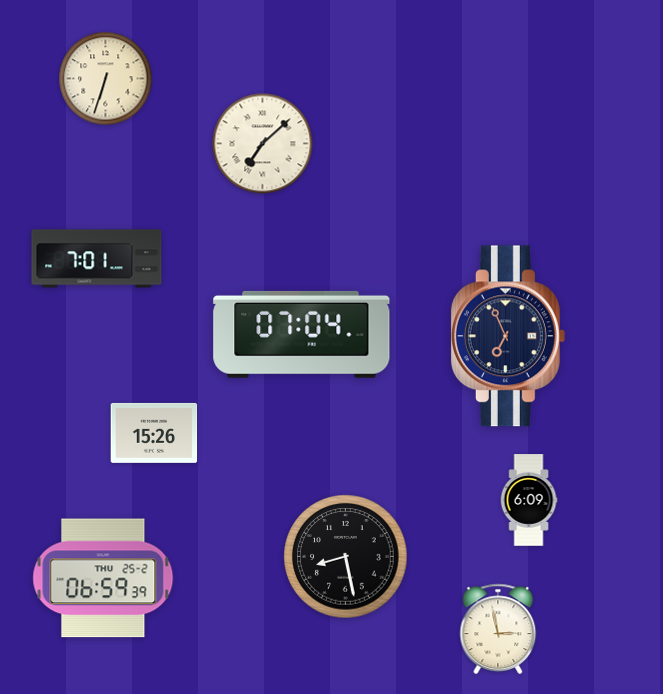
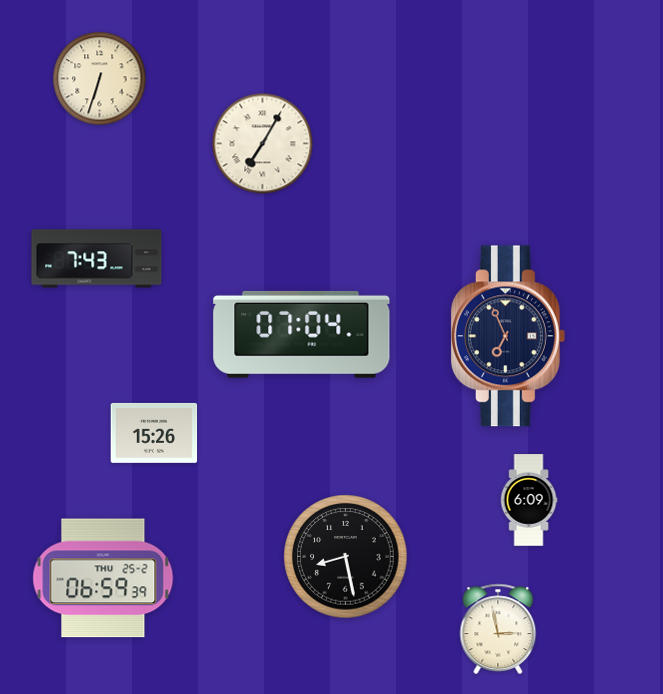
clock at (106, 79) position: (106, 79) -> (100, 79)
clock at (263, 144): 7:08 -> 7:05
clock at (97, 259): 7:01 -> 7:43
